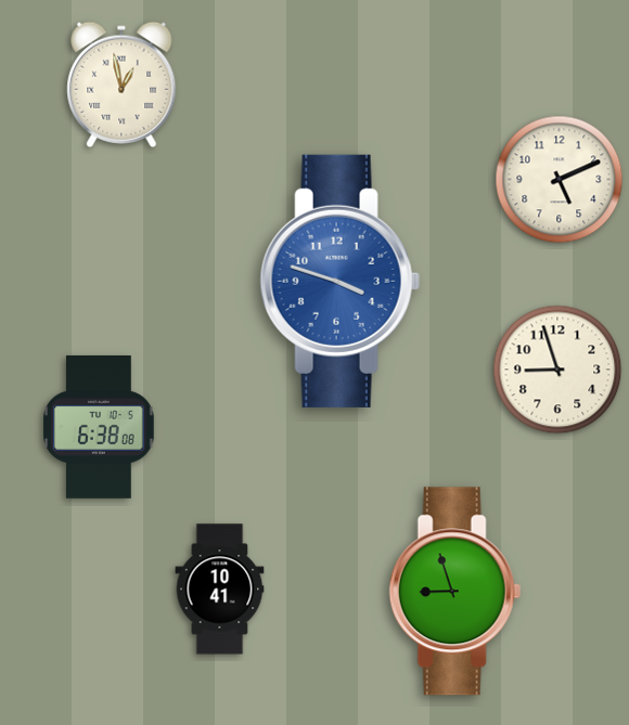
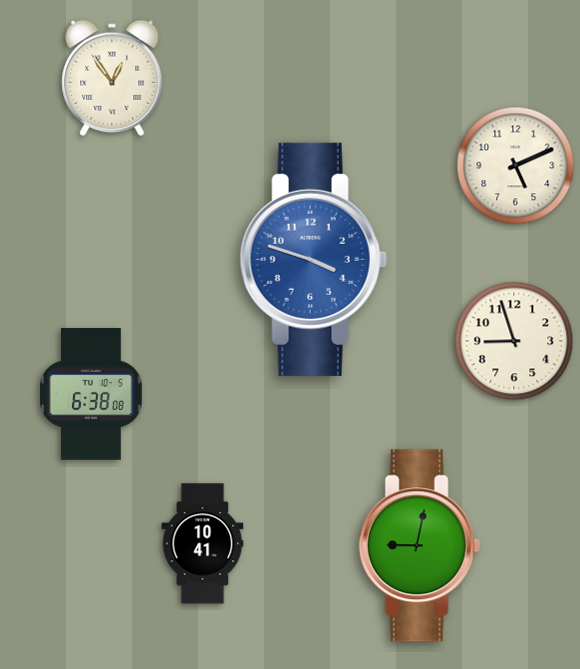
clock at (121, 85): 12:58 -> 12:54
clock at (454, 592): 8:57 -> 9:02
